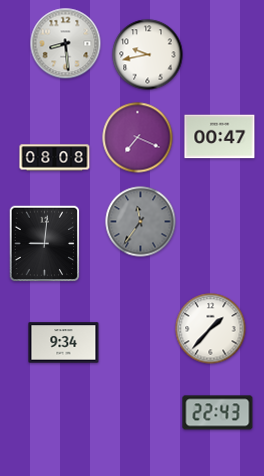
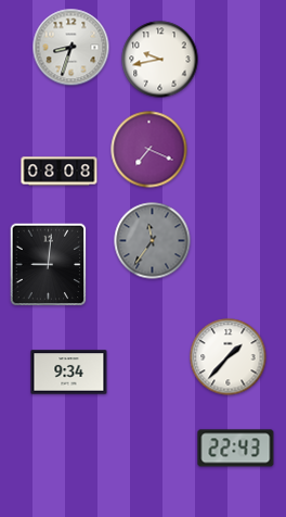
clock at (66, 44): 8:29 -> 8:33
clock at (220, 137): 00:47 -> none
